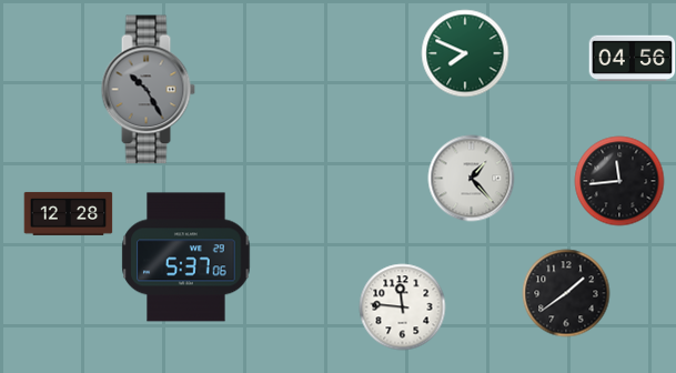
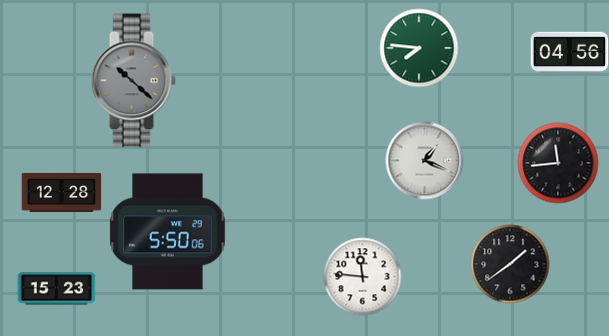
clock at (465, 53): 7:49 -> 7:46
clock at (148, 90): 10:25 -> 10:22
clock at (471, 178): 1:23 -> 1:19
clock at (186, 258): 5:37 -> 5:50
clock at (56, 289): none -> 15:23
